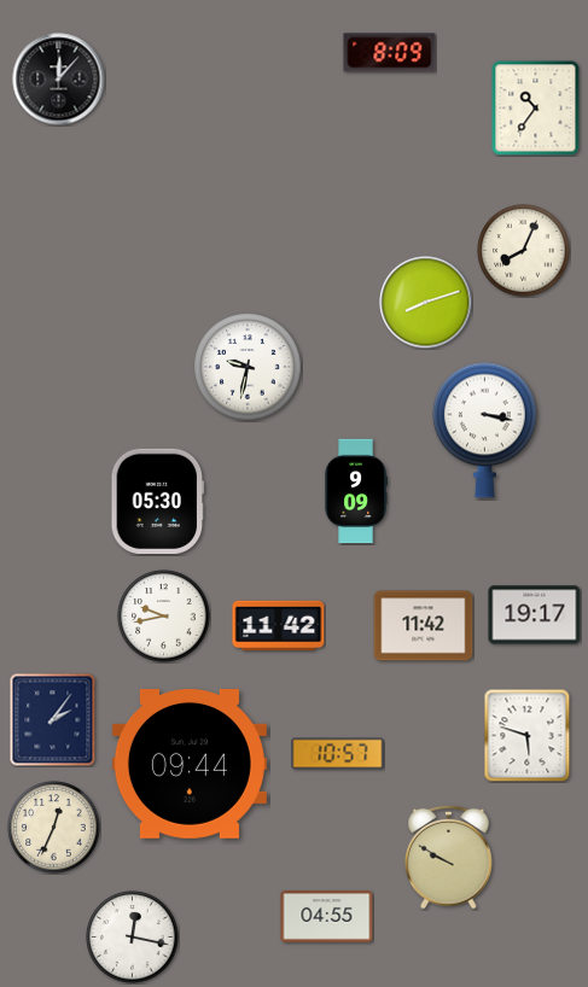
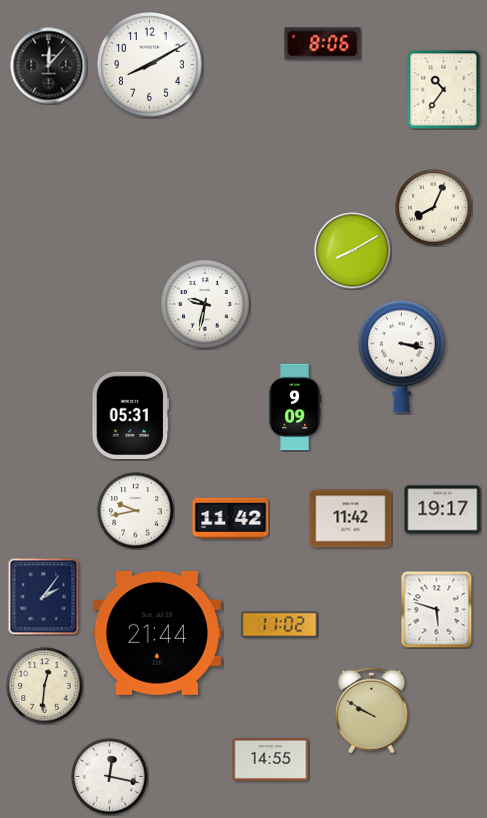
clock at (390, 53): 8:09 -> 8:06
clock at (150, 65): none -> 8:10
clock at (426, 303): 8:12 -> 8:10
clock at (158, 501): 05:30 -> 05:31
clock at (338, 754): 10:57 -> 11:02
clock at (190, 765): 09:44 -> 21:44
clock at (54, 828): 12:34 -> 12:31
clock at (327, 917): 04:55 -> 14:55
